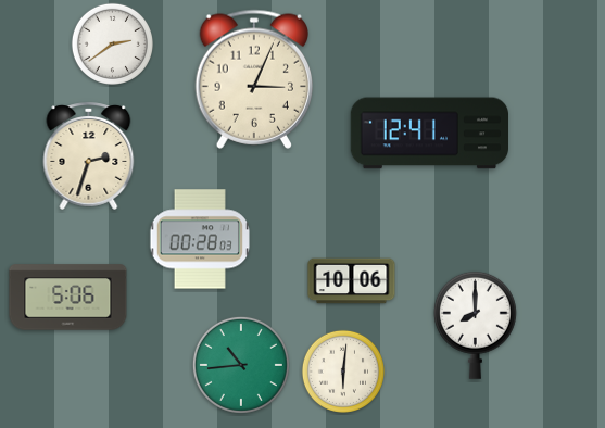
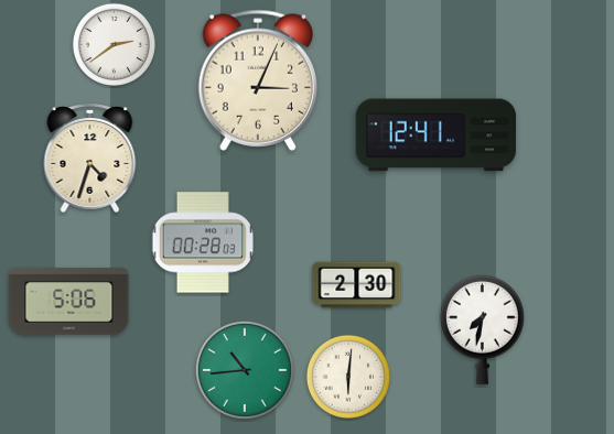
clock at (89, 155): 2:33 -> 4:33
clock at (352, 281): 10:06 -> 2:30
clock at (475, 325): 8:00 -> 7:32
